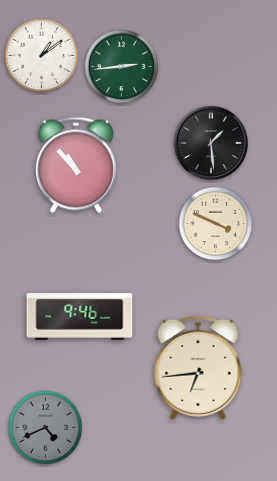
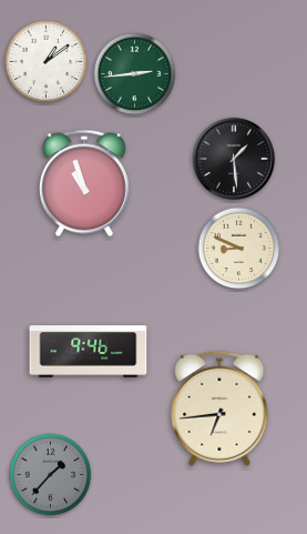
clock at (76, 165): 10:53 -> 10:57
clock at (216, 224): 3:49 -> 8:49
clock at (46, 428): 4:41 -> 1:37
